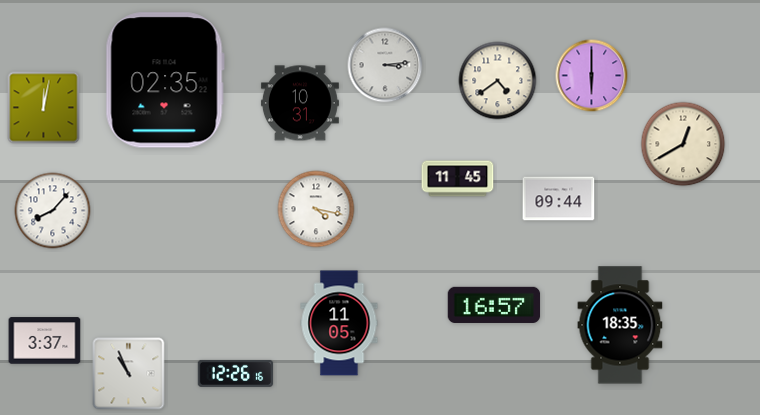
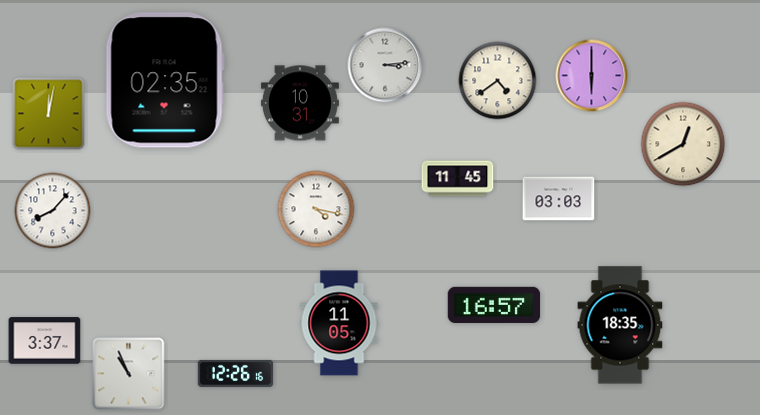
clock at (44, 108) position: (44, 108) -> (49, 114)
clock at (559, 199): 09:44 -> 03:03
